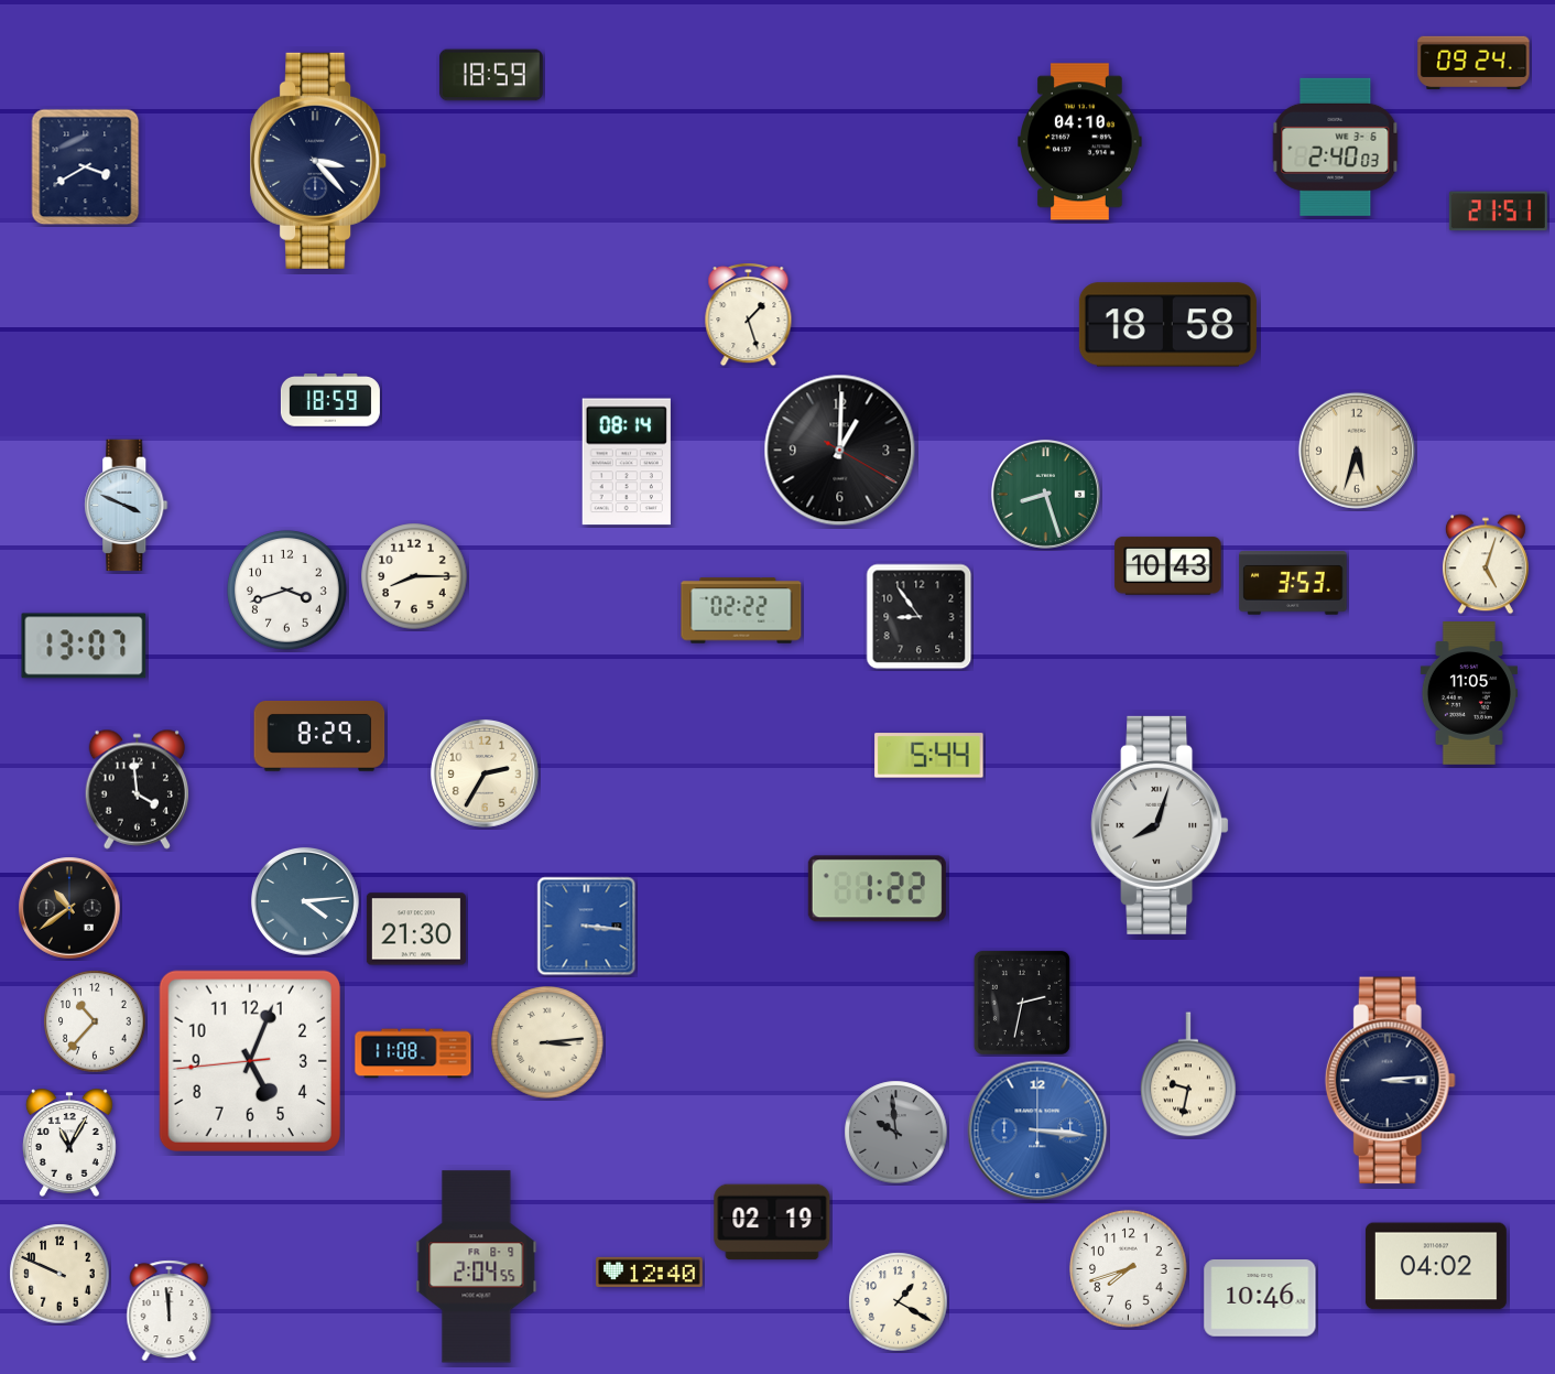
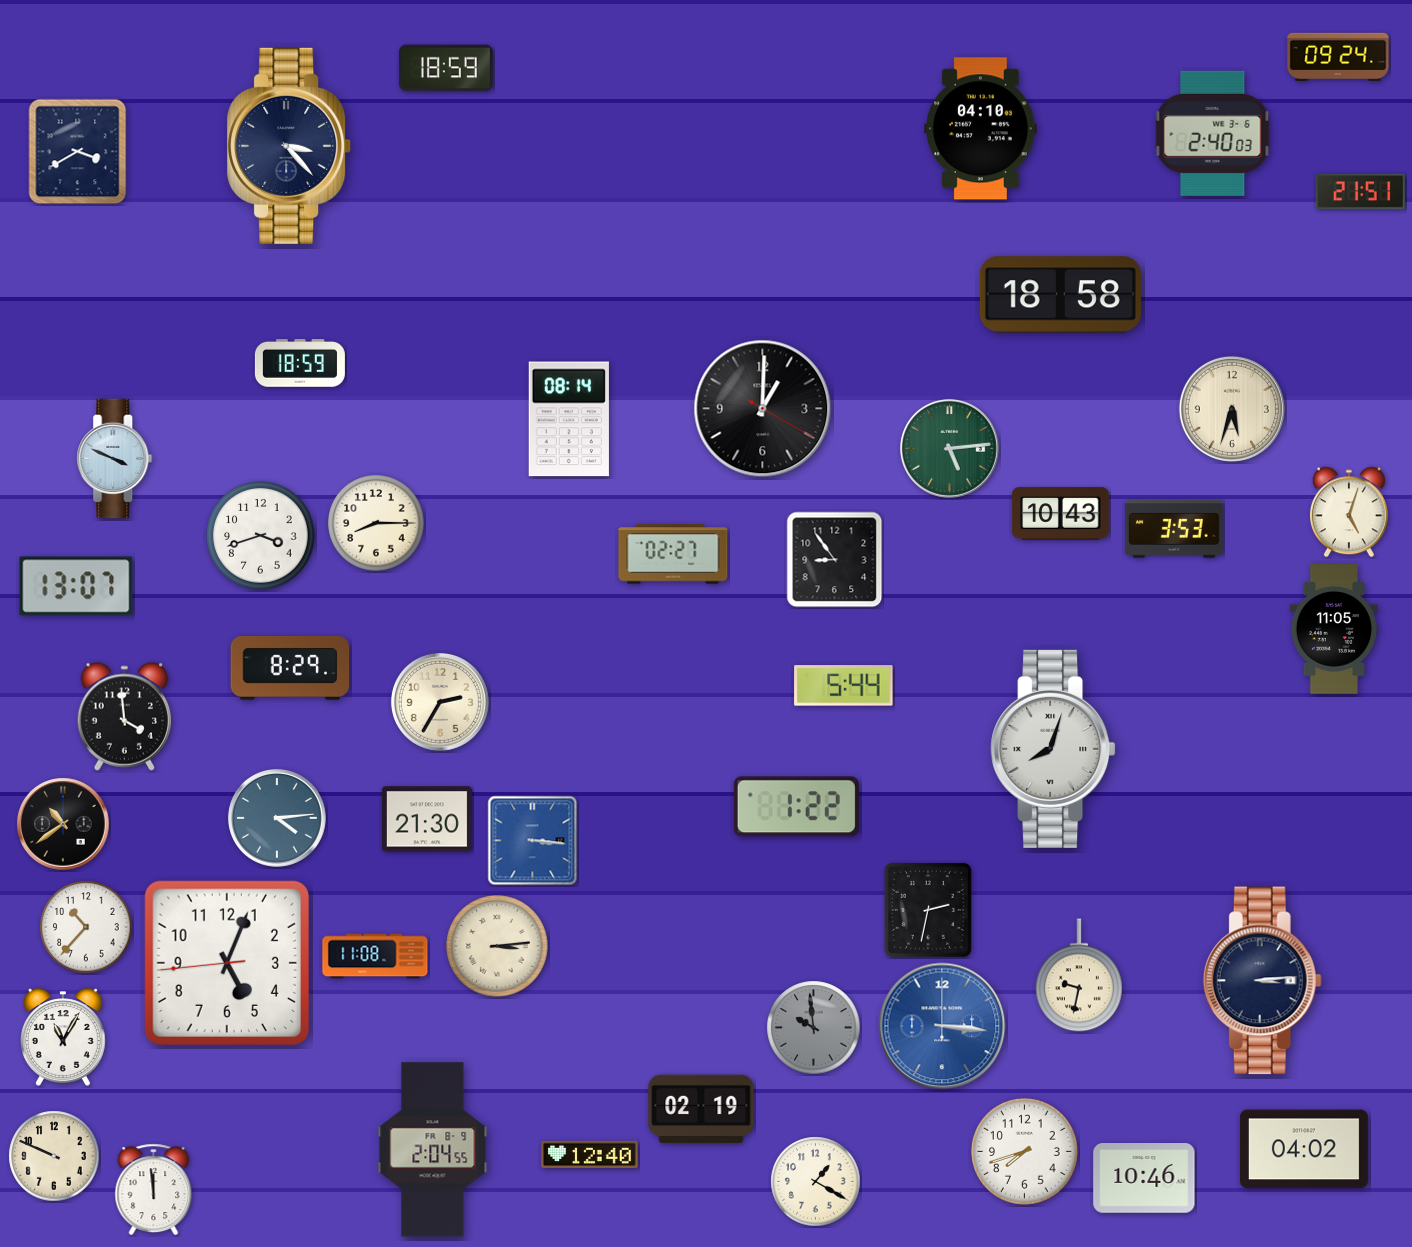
clock at (749, 315): 1:27 -> none
clock at (1045, 494): 8:27 -> 5:14
clock at (741, 610): 02:22 -> 02:27
clock at (416, 929) position: (416, 929) -> (427, 819)
